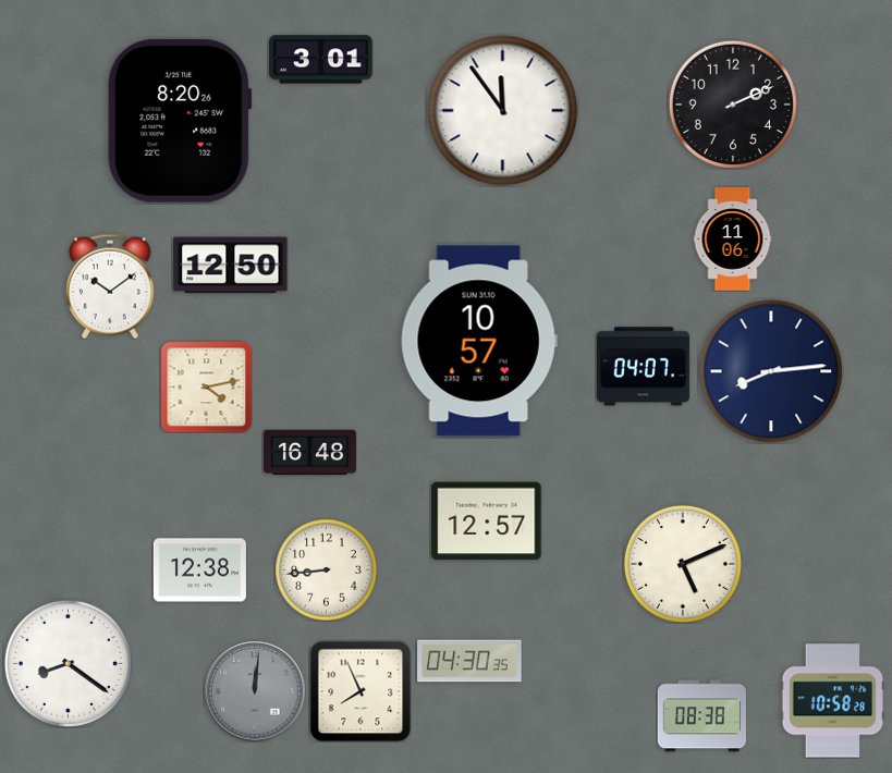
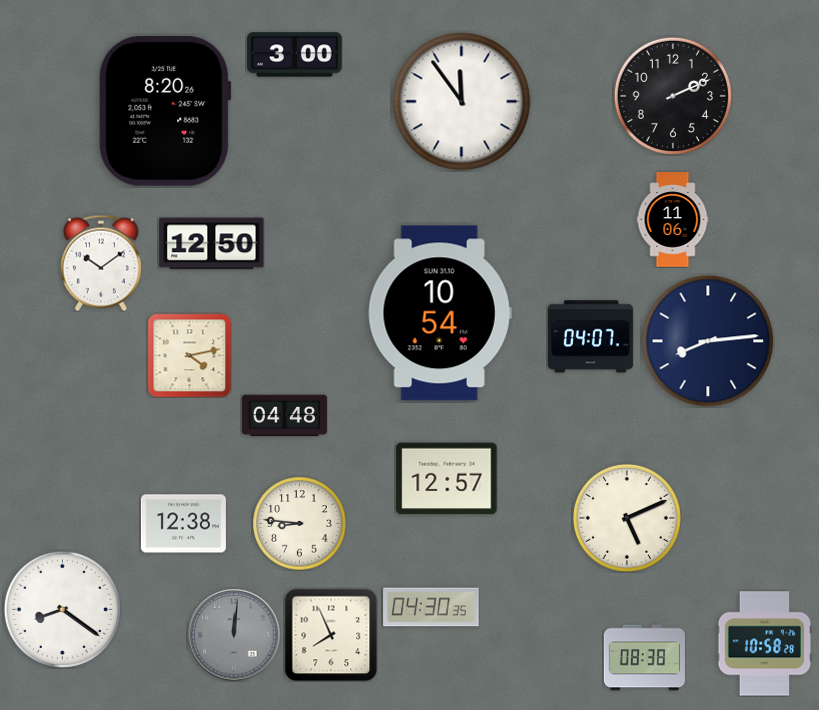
clock at (321, 60): 3:01 -> 3:00
clock at (479, 341): 10:57 -> 10:54
clock at (309, 453): 16:48 -> 04:48
clock at (326, 569): 8:44 -> 8:46
